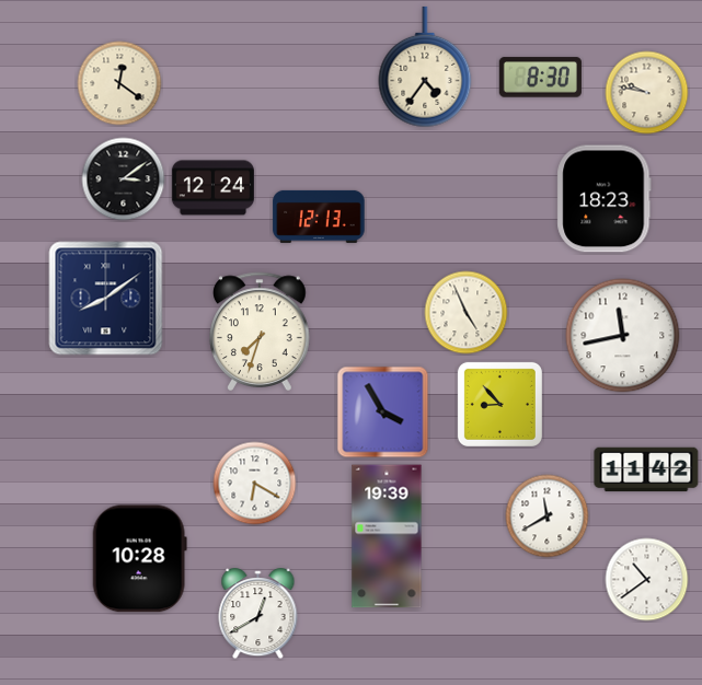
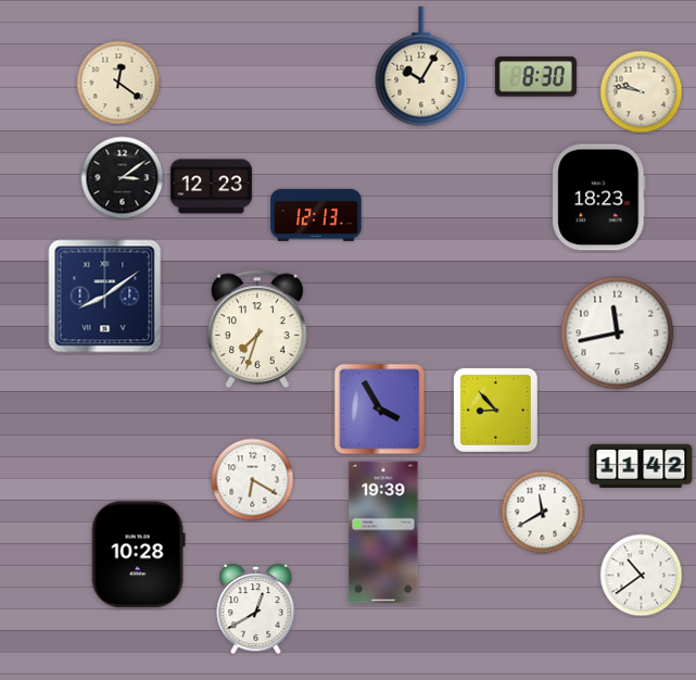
clock at (425, 67): 4:36 -> 10:05
clock at (212, 188): 12:24 -> 12:23
clock at (467, 313): 4:56 -> none
clock at (499, 404) position: (499, 404) -> (495, 410)
